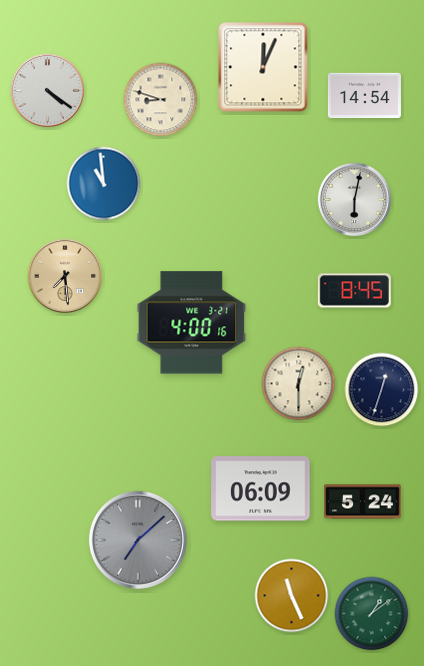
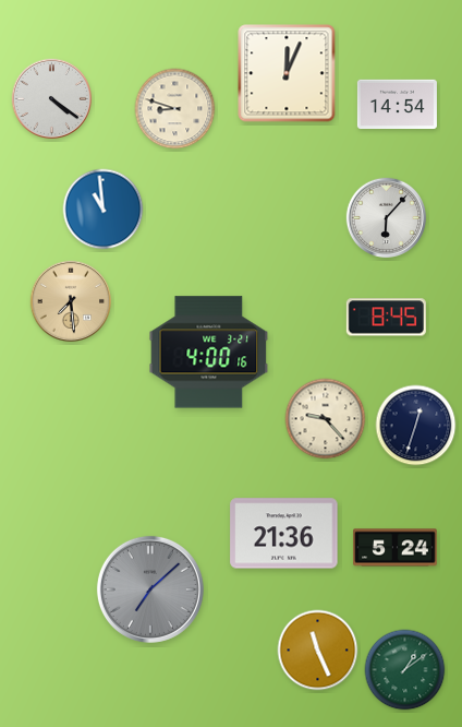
clock at (104, 184) position: (104, 184) -> (104, 210)
clock at (355, 200): 6:02 -> 6:07
clock at (299, 384): 12:30 -> 9:23
clock at (261, 489): 06:09 -> 21:36
